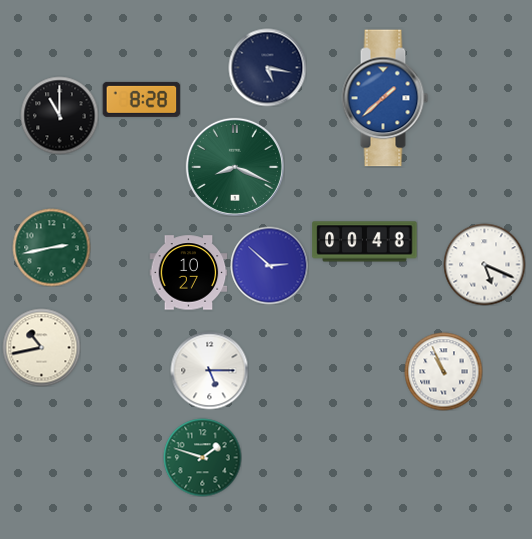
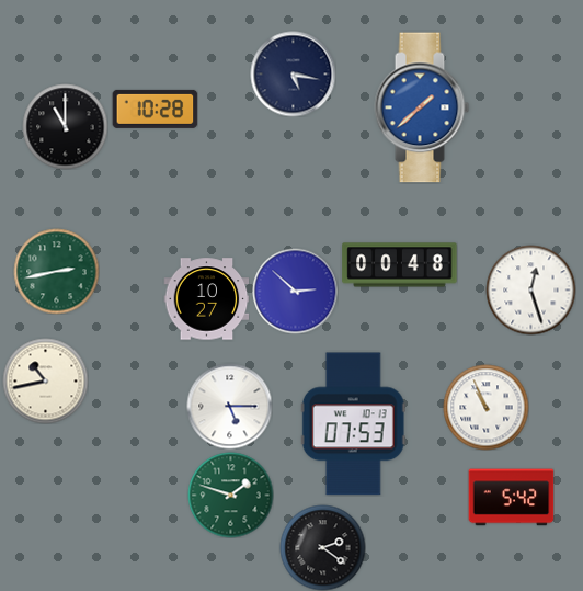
clock at (141, 99): 8:28 -> 10:28
clock at (235, 167): 8:19 -> none
clock at (484, 264): 5:19 -> 12:27
clock at (353, 424): none -> 07:53
clock at (511, 498): none -> 5:42
clock at (202, 457) position: (202, 457) -> (230, 495)
clock at (322, 547): none -> 2:21
